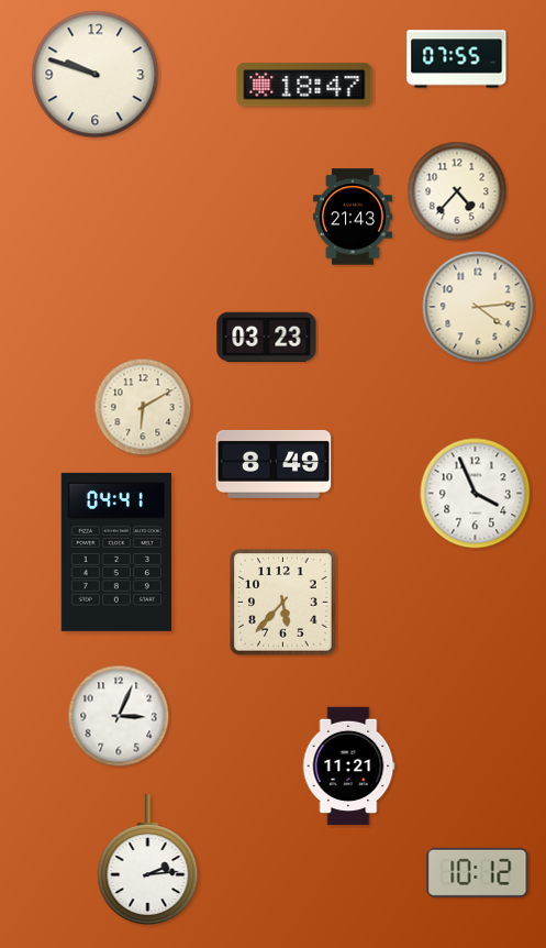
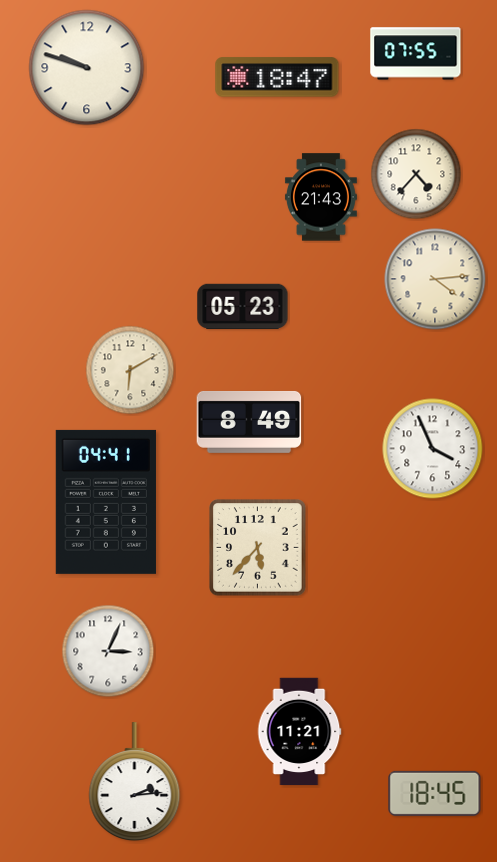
clock at (267, 338): 03:23 -> 05:23
clock at (348, 767) position: (348, 767) -> (299, 732)
clock at (478, 872): 10:12 -> 18:45
